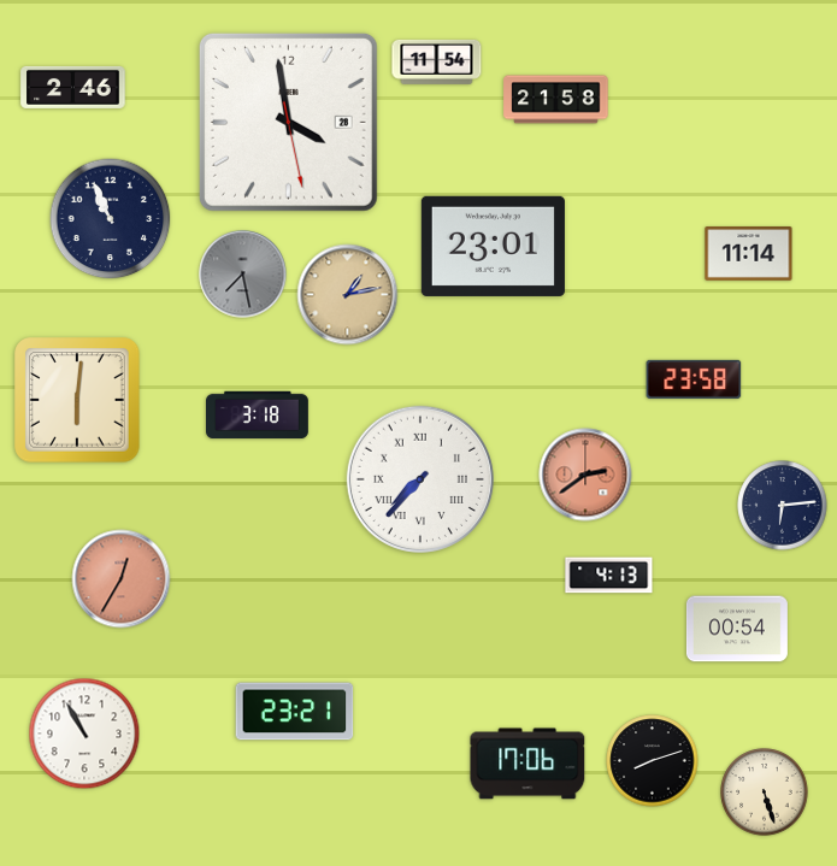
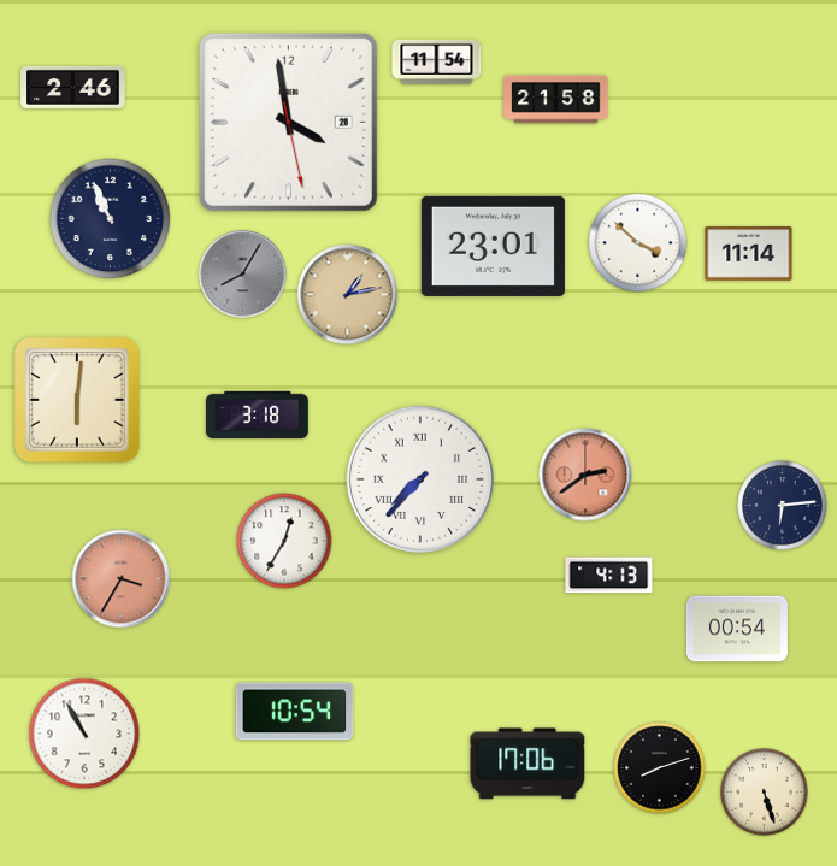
clock at (638, 243): none -> 3:52
clock at (243, 275): 7:28 -> 8:05
clock at (694, 379): 23:58 -> none
clock at (284, 541): none -> 12:35
clock at (122, 579): 12:35 -> 3:35
clock at (295, 712): 23:21 -> 10:54
clock at (653, 761) position: (653, 761) -> (660, 768)
